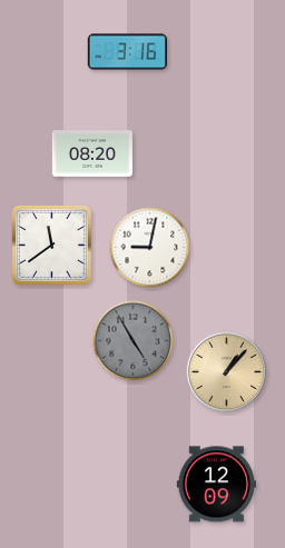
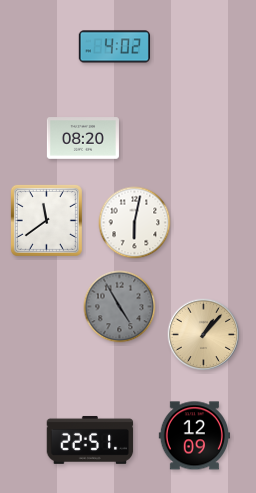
clock at (128, 52): 3:16 -> 4:02
clock at (150, 248): 9:02 -> 6:02
clock at (90, 440): none -> 22:51
